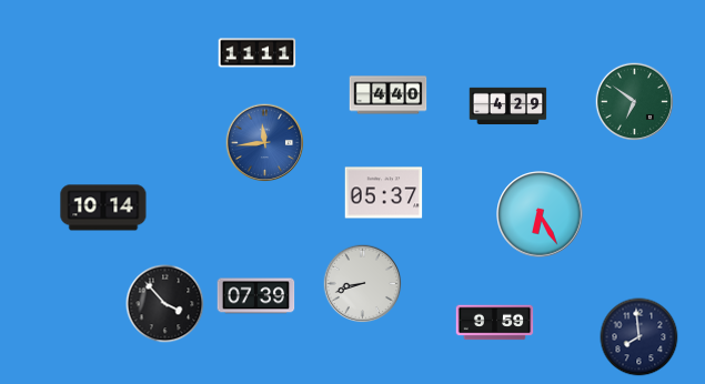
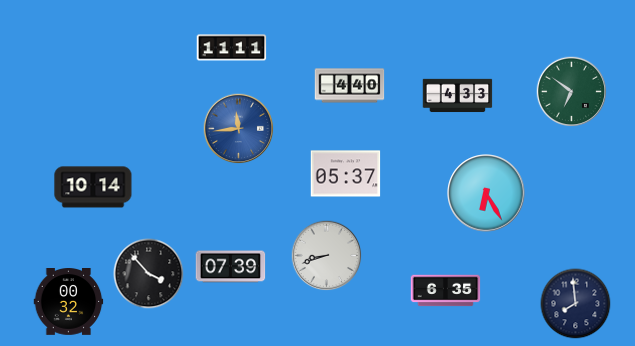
clock at (508, 107): 4:29 -> 4:33
clock at (495, 323): 9:59 -> 6:35
clock at (69, 302): none -> 00:32
